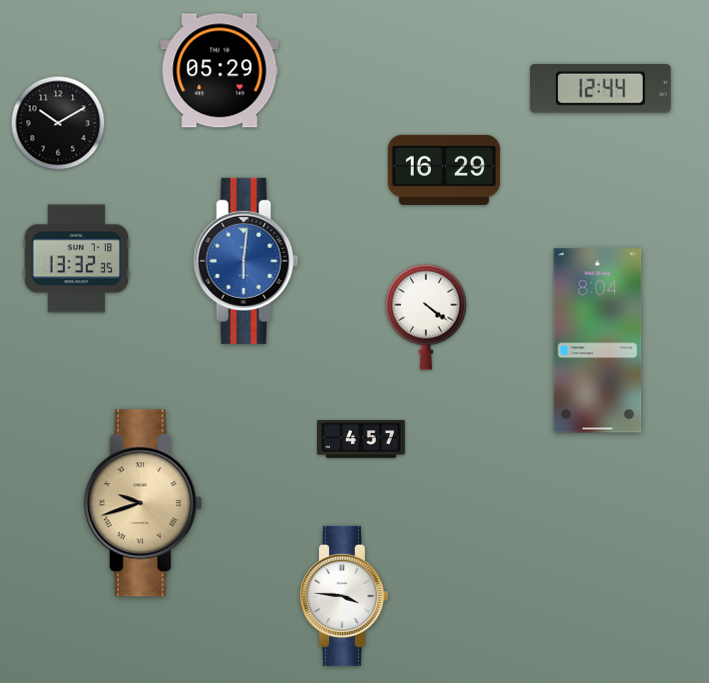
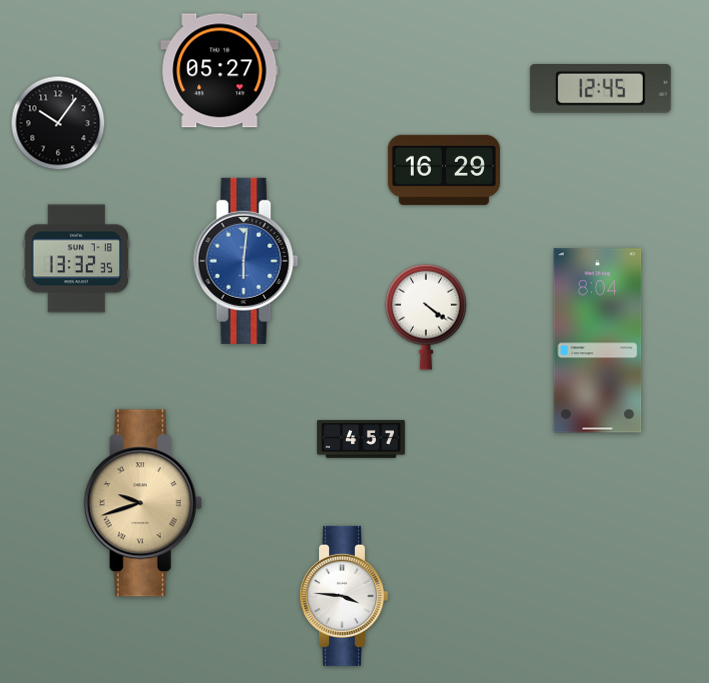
clock at (220, 71): 05:29 -> 05:27
clock at (600, 89): 12:44 -> 12:45
clock at (58, 123): 10:10 -> 10:06
